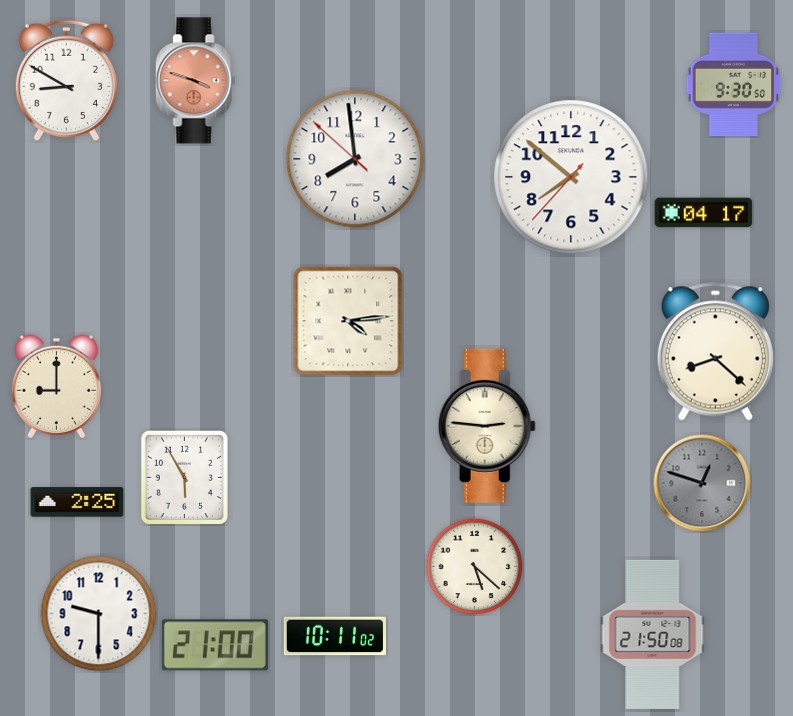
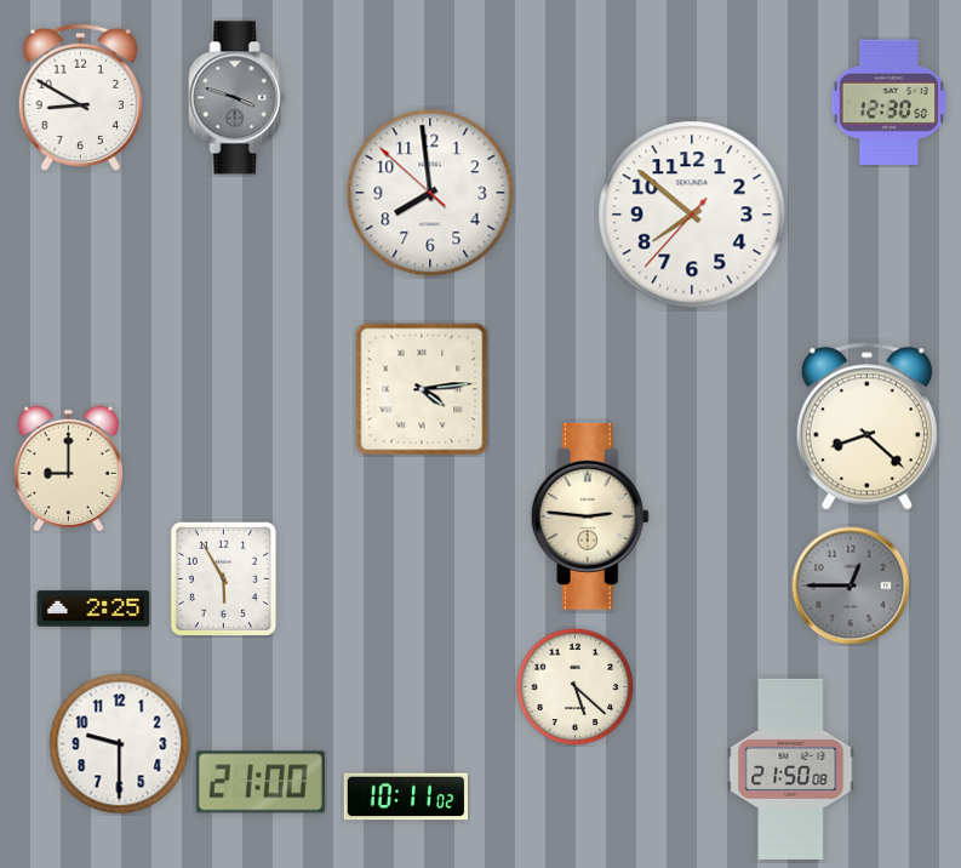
clock at (196, 81) dial: salmon -> grey
clock at (734, 84): 9:30 -> 12:30
clock at (704, 213): 04:17 -> none
clock at (702, 483): 12:48 -> 12:45
clock at (335, 636) position: (335, 636) -> (406, 796)
